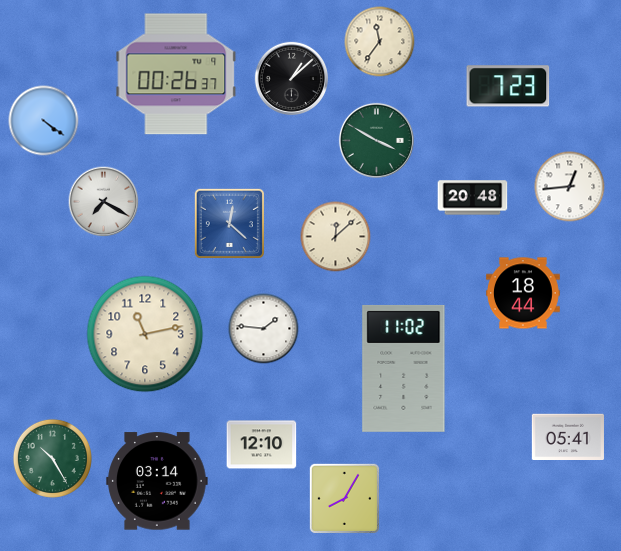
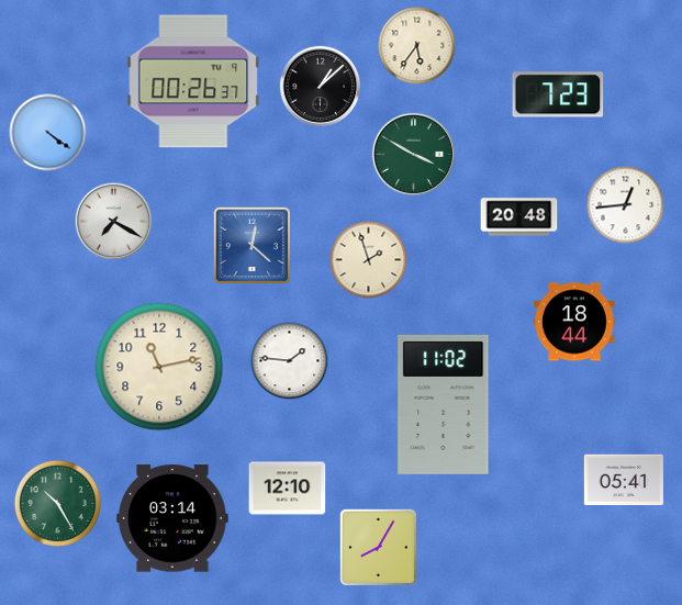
clock at (380, 42): 11:36 -> 5:36
clock at (336, 237): 12:08 -> 1:57
clock at (157, 481) position: (157, 481) -> (172, 518)
